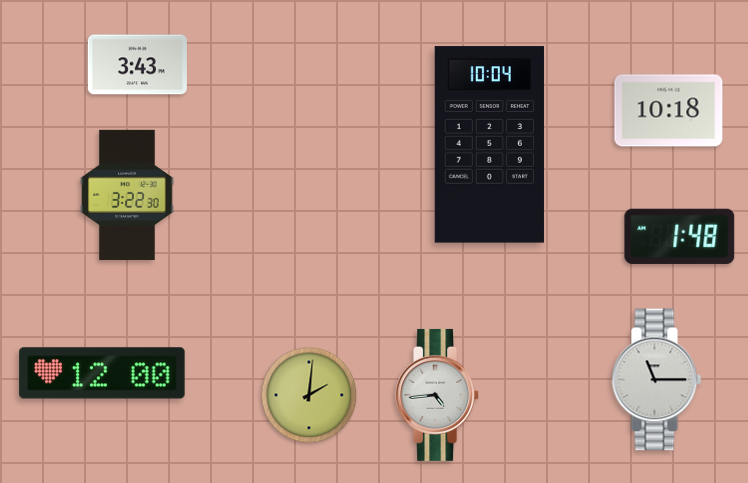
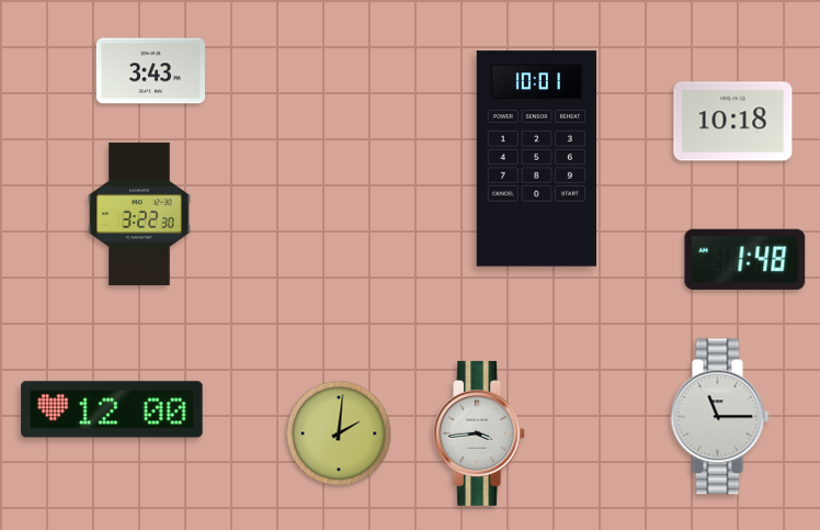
clock at (489, 145): 10:04 -> 10:01
clock at (438, 395): 4:44 -> 3:44
